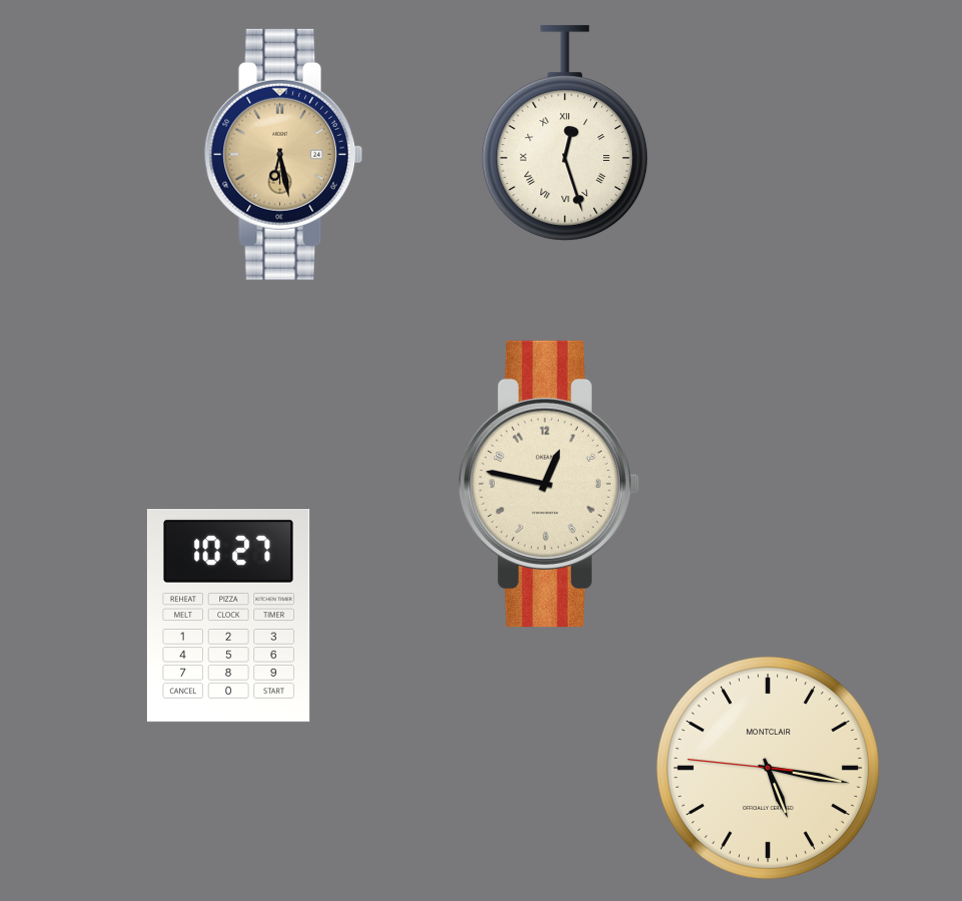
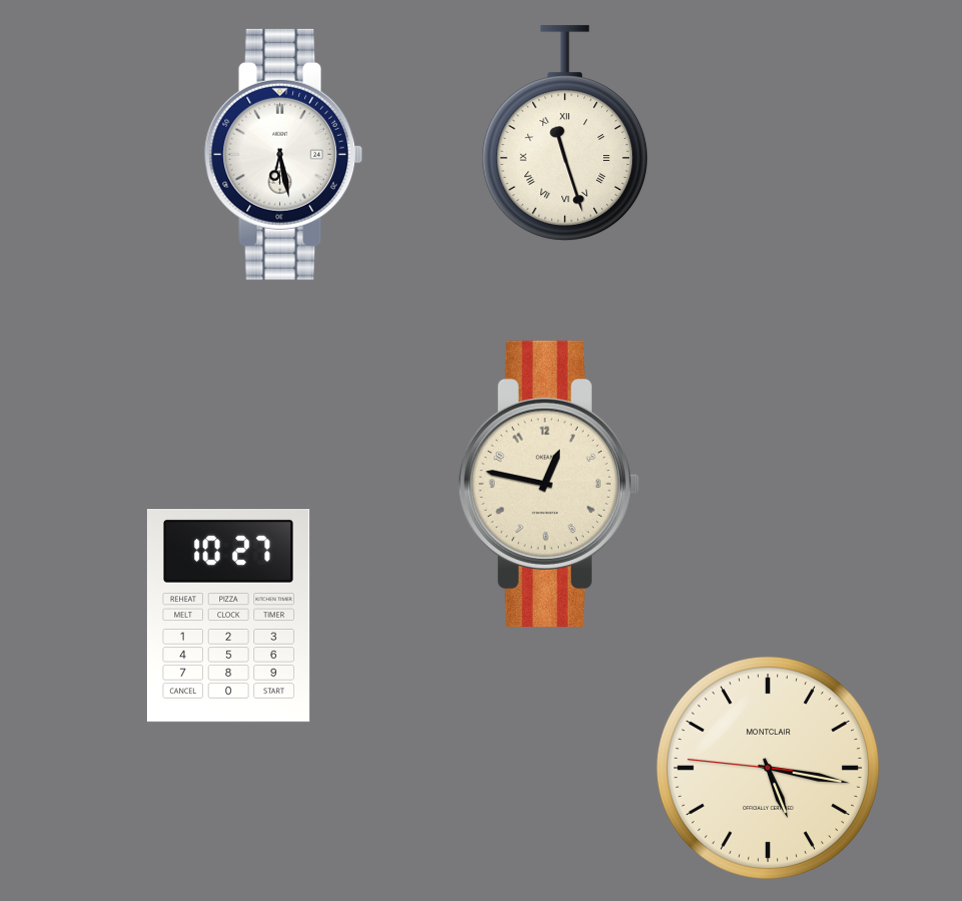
clock at (565, 133): 12:27 -> 11:27
clock at (284, 154) dial: champagne -> white
